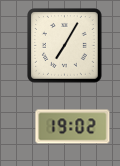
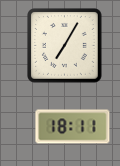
clock at (73, 127): 19:02 -> 18:11
